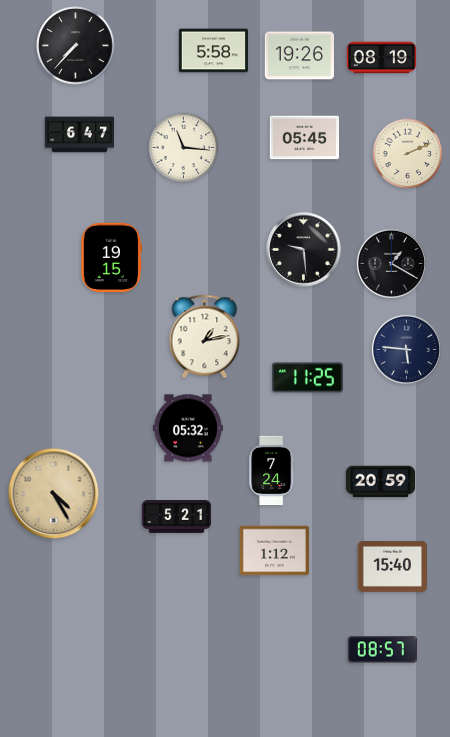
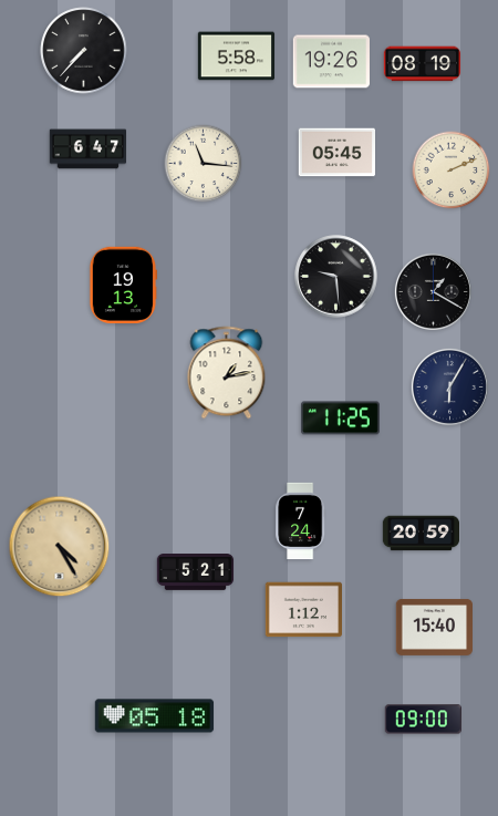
clock at (111, 257): 19:15 -> 19:13
clock at (406, 349): 5:46 -> 6:05
clock at (188, 428): 05:32 -> none
clock at (155, 716): none -> 05:18
clock at (382, 650): 08:57 -> 09:00
